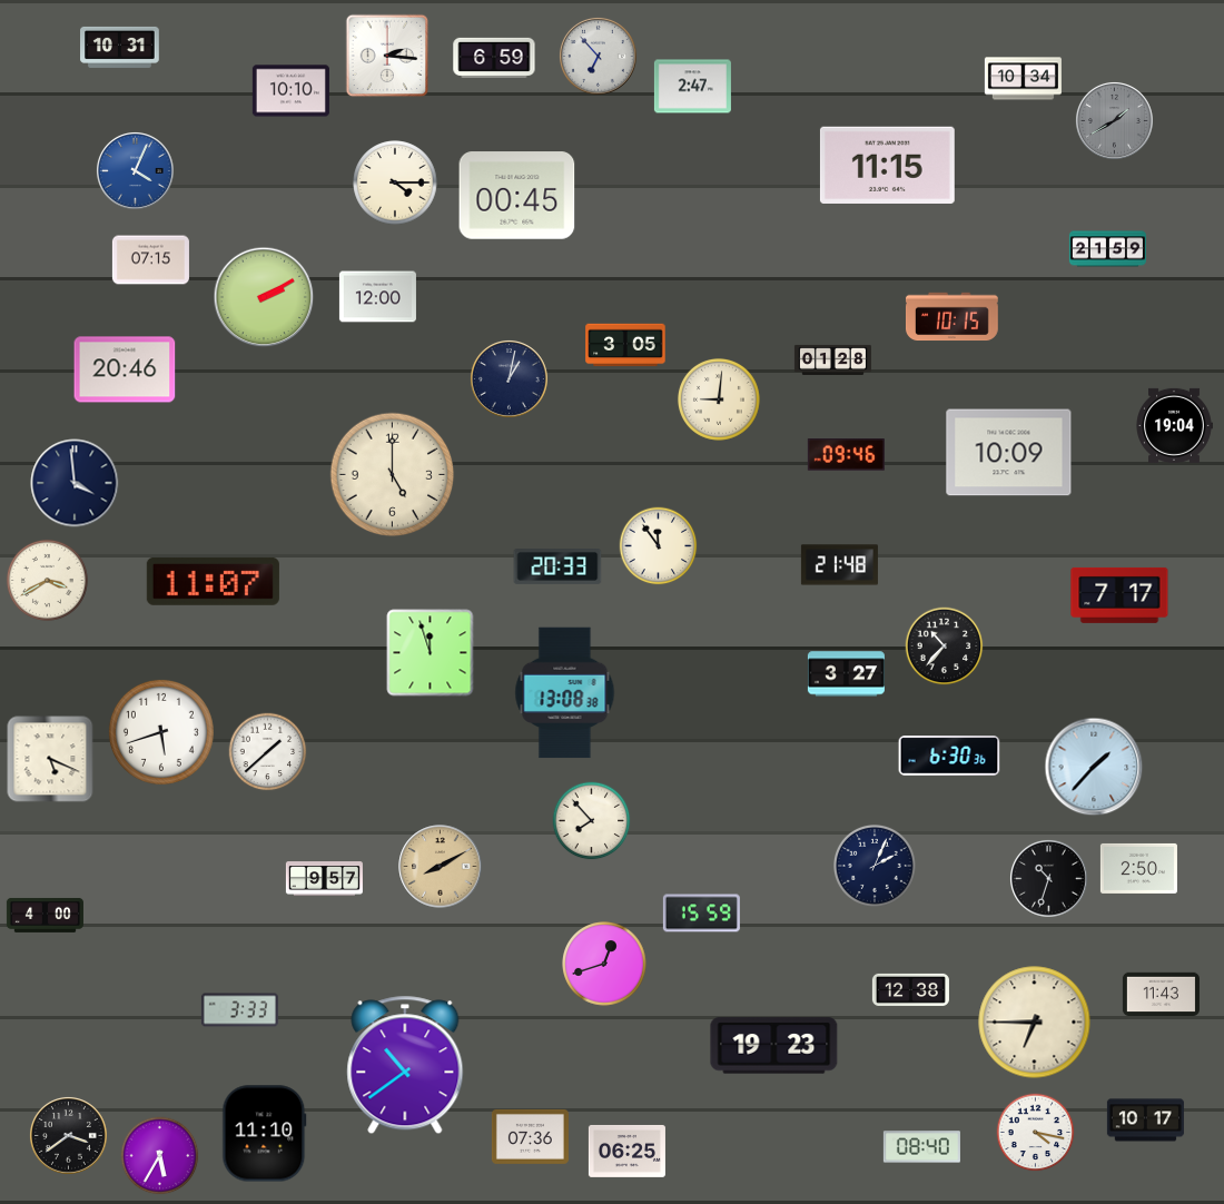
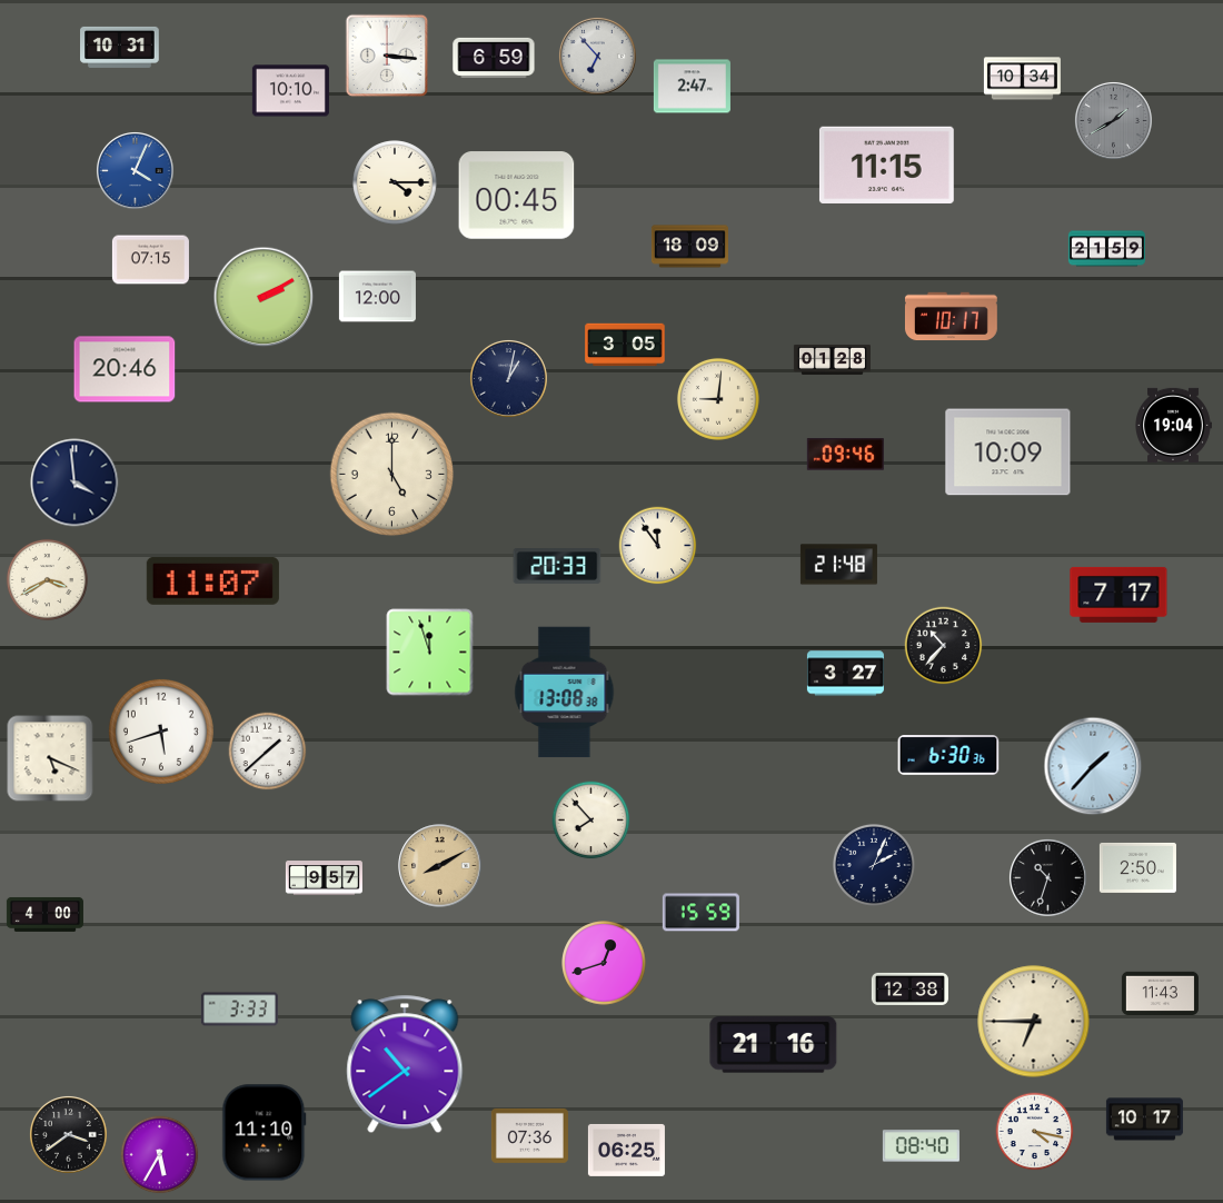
clock at (387, 56): 2:16 -> 3:16
clock at (689, 247): none -> 18:09
clock at (951, 317): 10:15 -> 10:17
clock at (774, 1046): 19:23 -> 21:16
